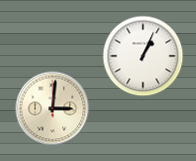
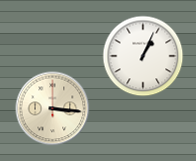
clock at (53, 109): 3:01 -> 3:16
